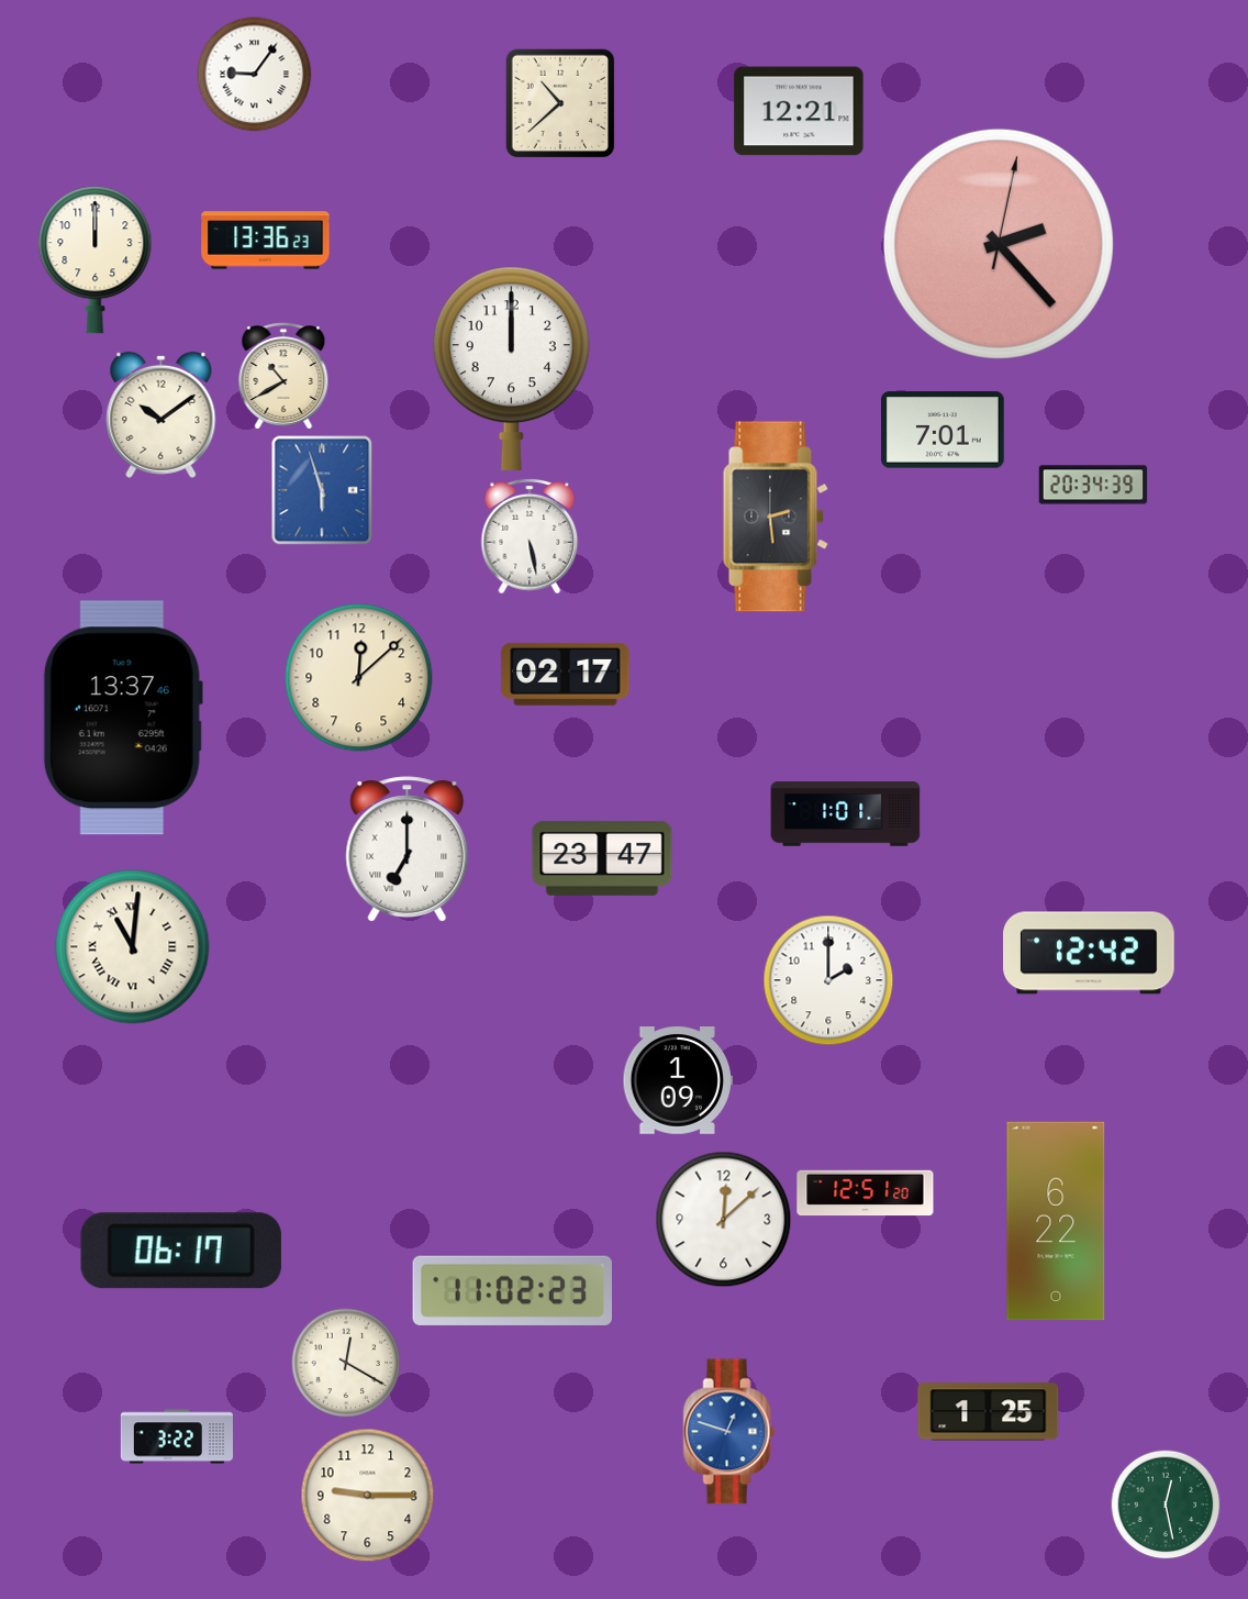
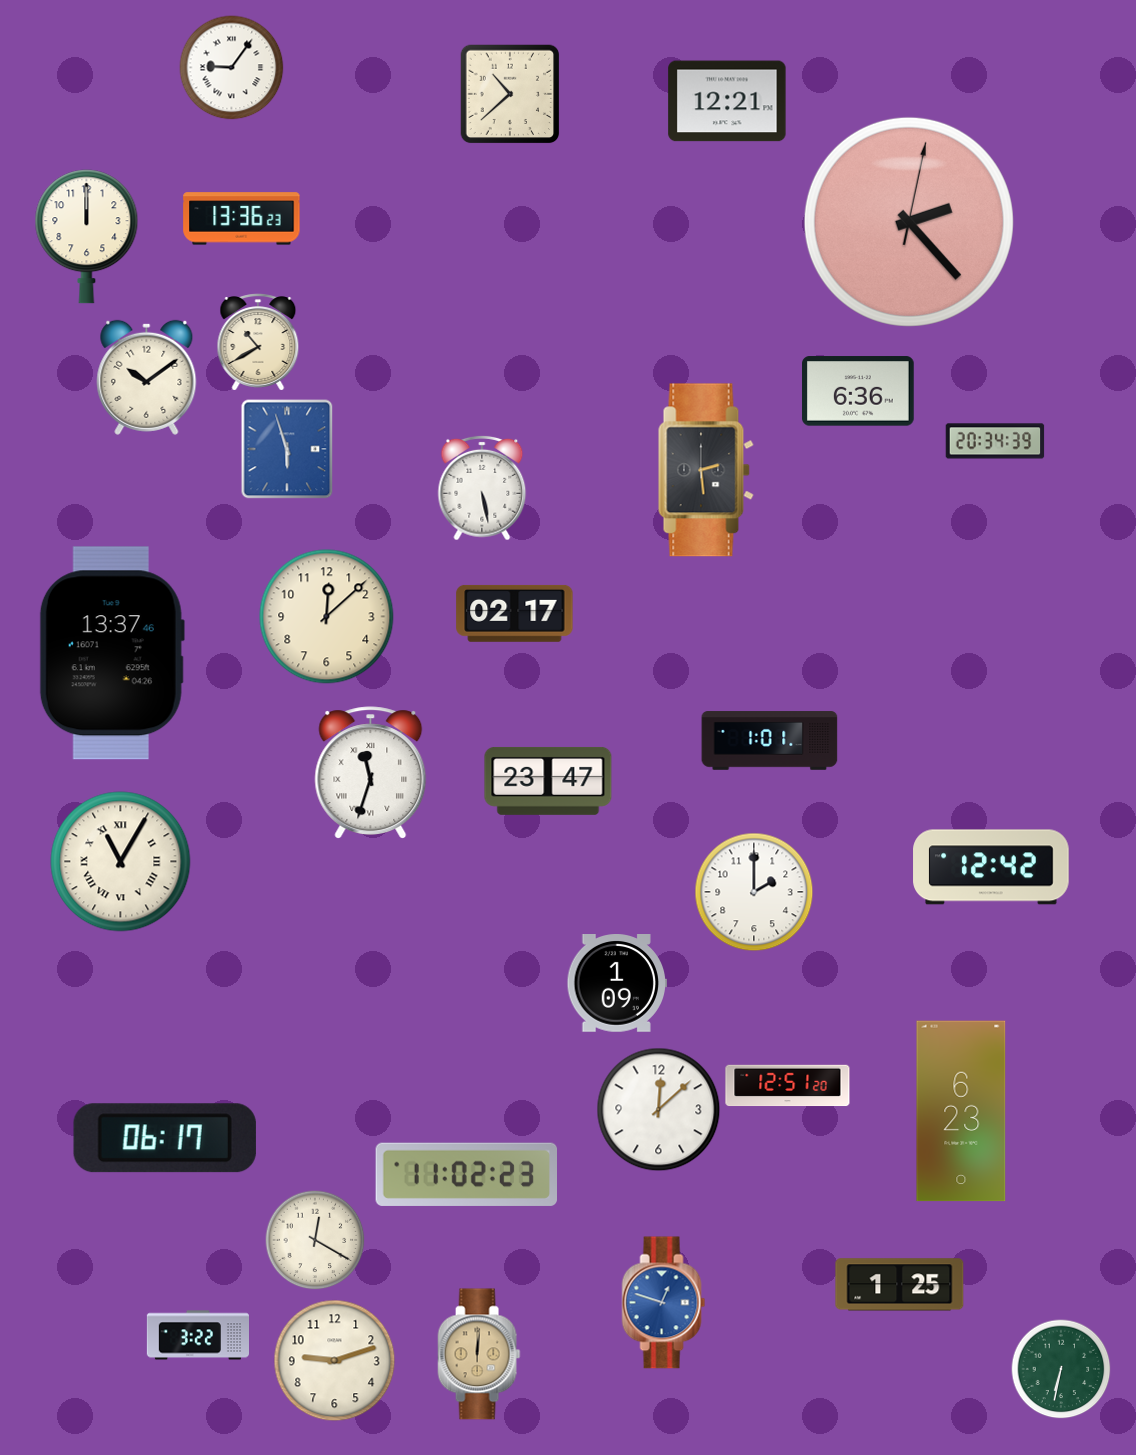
clock at (511, 368): 12:00 -> none
clock at (944, 430): 7:01 -> 6:36
clock at (322, 490) position: (322, 490) -> (287, 449)
clock at (408, 850): 7:00 -> 11:33
clock at (133, 947): 11:01 -> 11:05
clock at (1056, 1221): 6:22 -> 6:23
clock at (176, 1436) position: (176, 1436) -> (197, 1335)
clock at (479, 1354): none -> 12:01
clock at (368, 1496): 9:15 -> 9:12
clock at (1166, 1504): 12:28 -> 6:32
